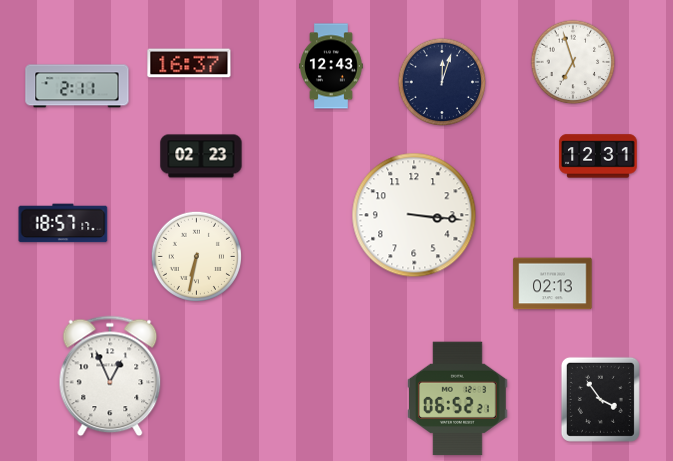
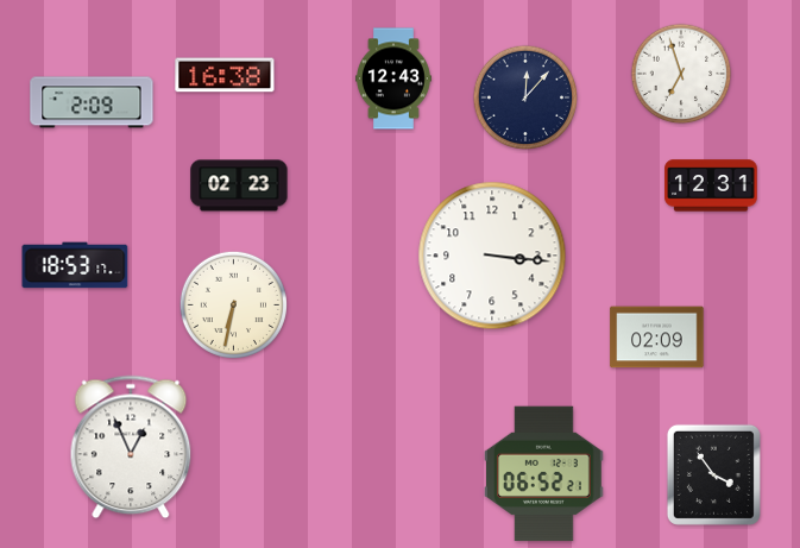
clock at (189, 63): 16:37 -> 16:38
clock at (442, 82): 12:03 -> 12:07
clock at (77, 86): 2:11 -> 2:09
clock at (63, 223): 18:57 -> 18:53
clock at (553, 284): 02:13 -> 02:09
